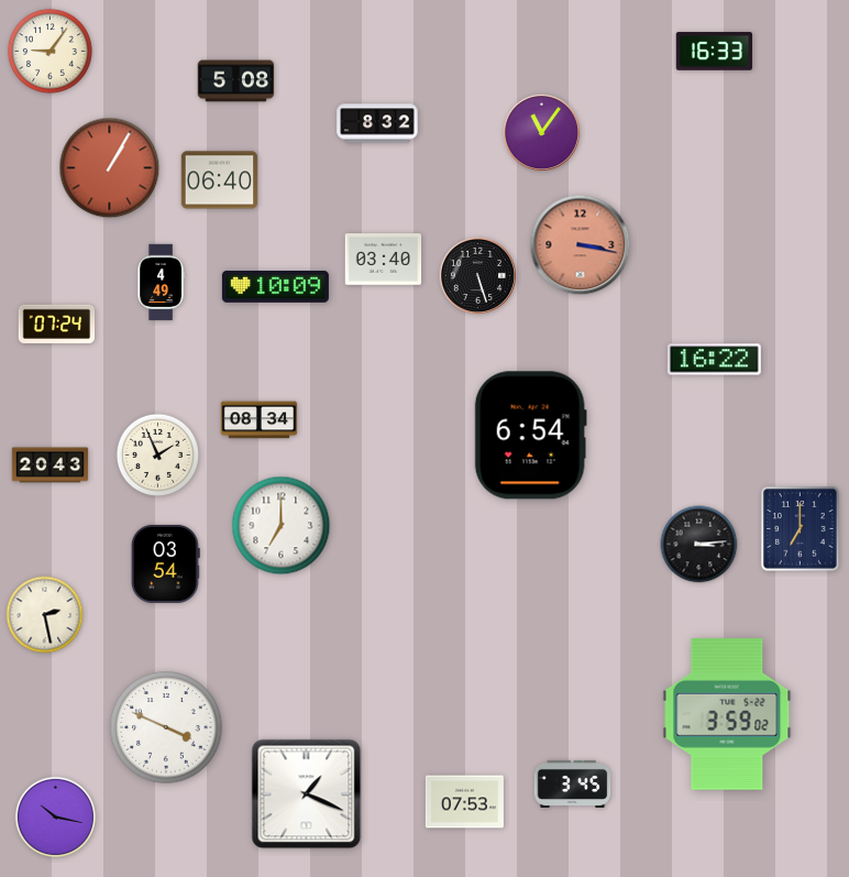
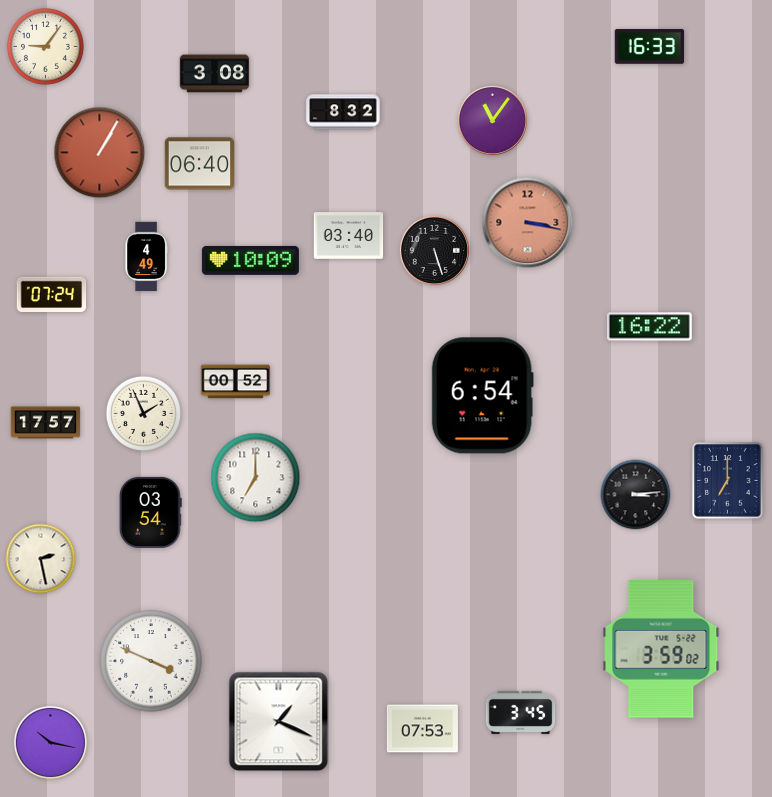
clock at (236, 81): 5:08 -> 3:08
clock at (260, 420): 08:34 -> 00:52
clock at (51, 465): 20:43 -> 17:57
